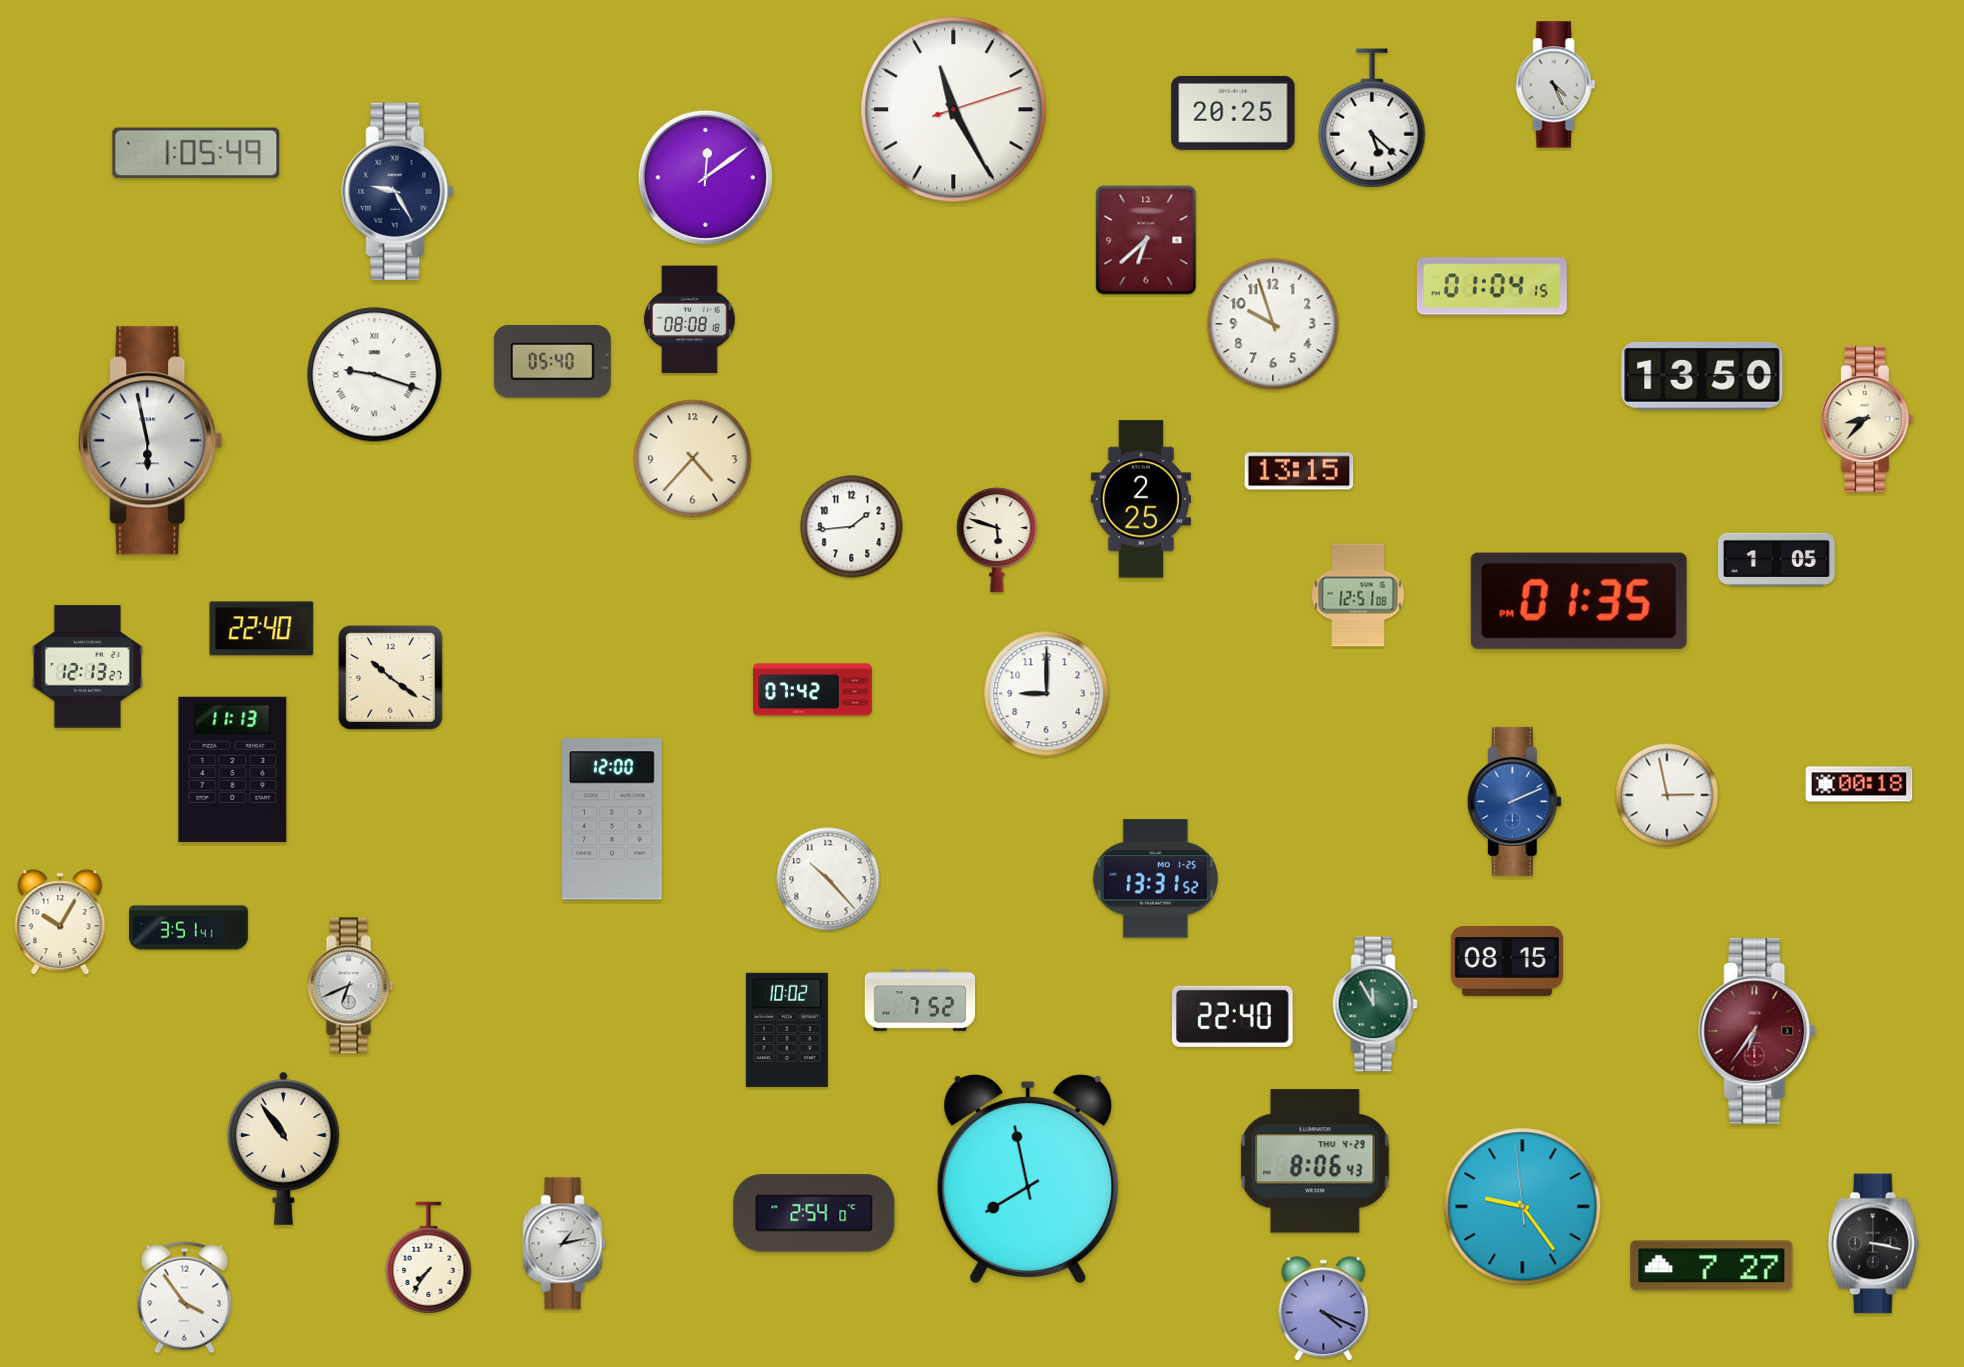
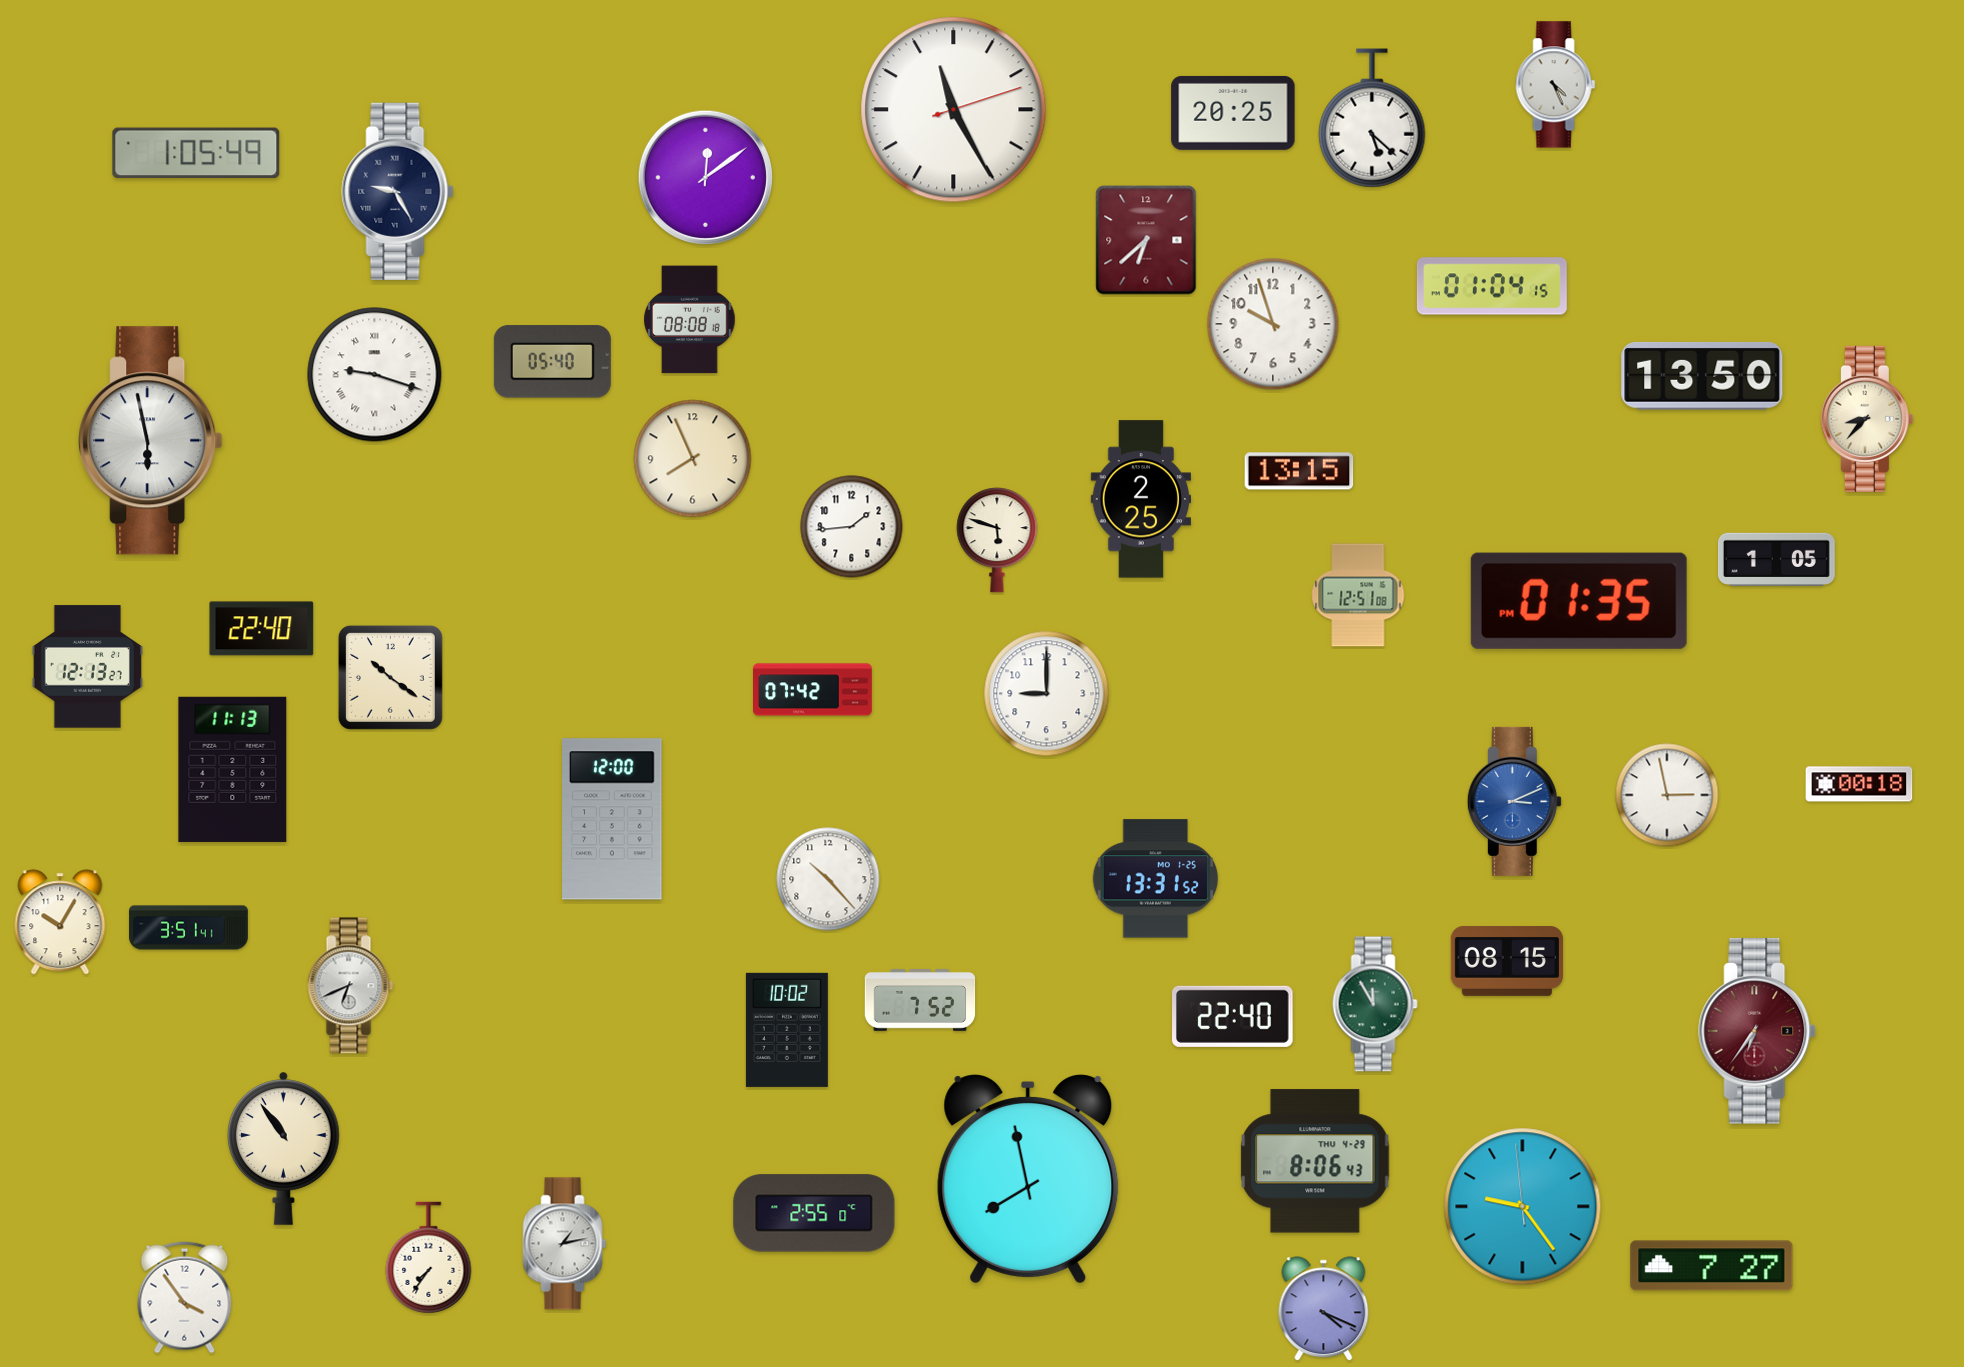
clock at (693, 459): 4:37 -> 7:56
clock at (1514, 801): 2:11 -> 3:11
clock at (814, 1213): 2:54 -> 2:55
clock at (1873, 1244): 3:17 -> none
